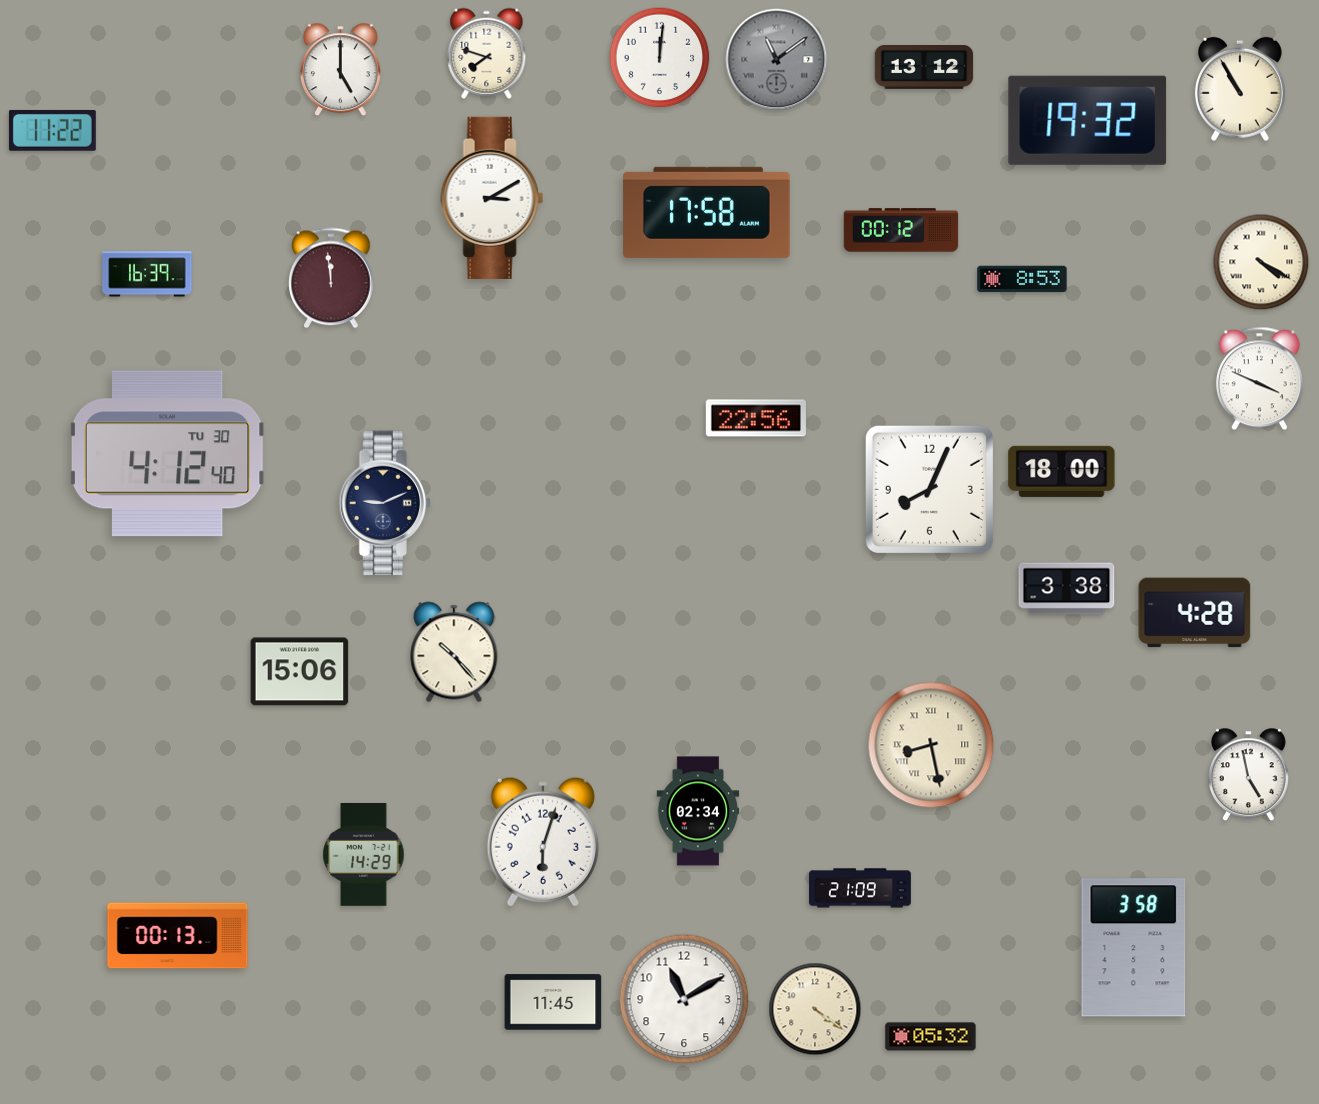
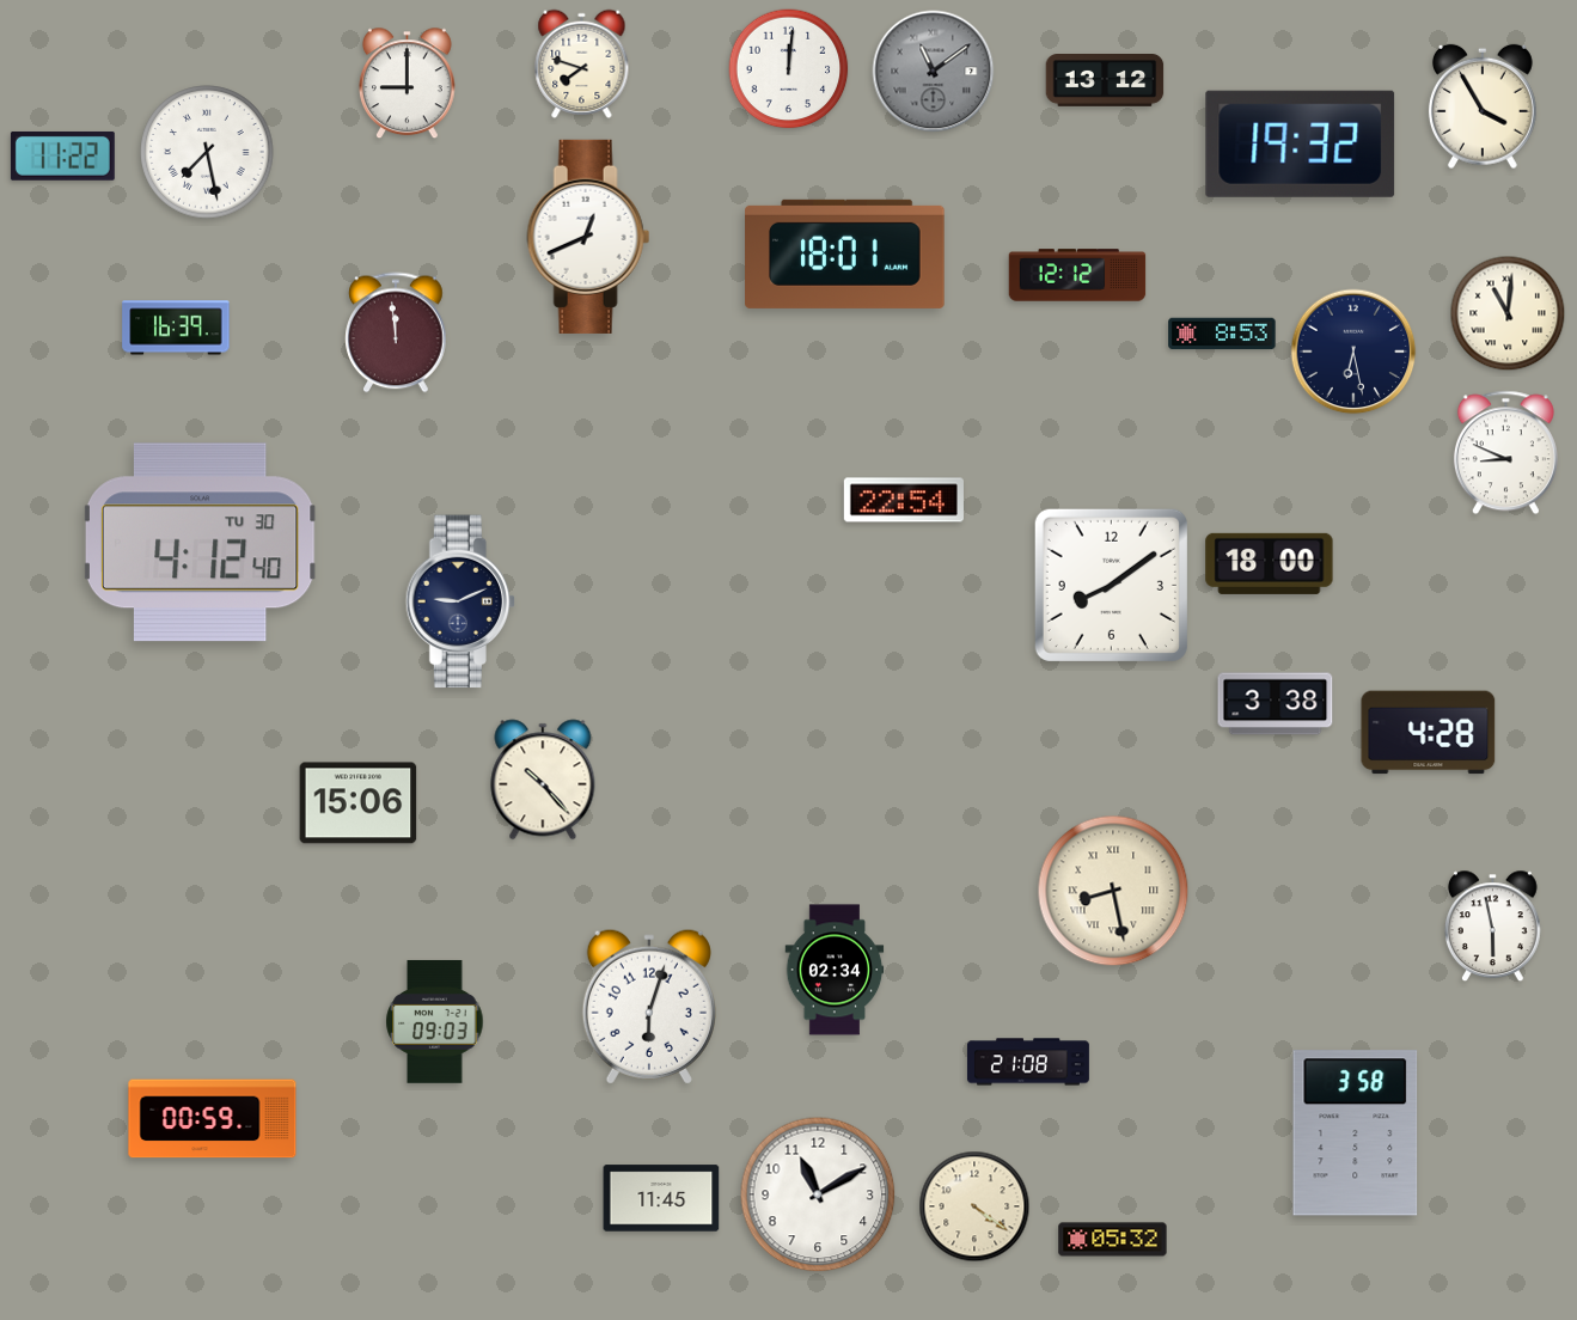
clock at (777, 60) position: (777, 60) -> (934, 72)
clock at (341, 70): 5:00 -> 9:00
clock at (1240, 89): 10:55 -> 3:55
clock at (207, 152): none -> 7:28
clock at (492, 198): 3:10 -> 12:41
clock at (707, 212): 17:58 -> 18:01
clock at (901, 230): 00:12 -> 12:12
clock at (1261, 262): 4:20 -> 11:01
clock at (1353, 352): none -> 6:28
clock at (1259, 379): 3:49 -> 8:49
clock at (756, 418): 22:56 -> 22:54
clock at (929, 489): 8:04 -> 8:09
clock at (1249, 775): 4:58 -> 5:58
clock at (364, 854): 14:29 -> 09:03
clock at (860, 888): 21:09 -> 21:08
clock at (178, 936): 00:13 -> 00:59
